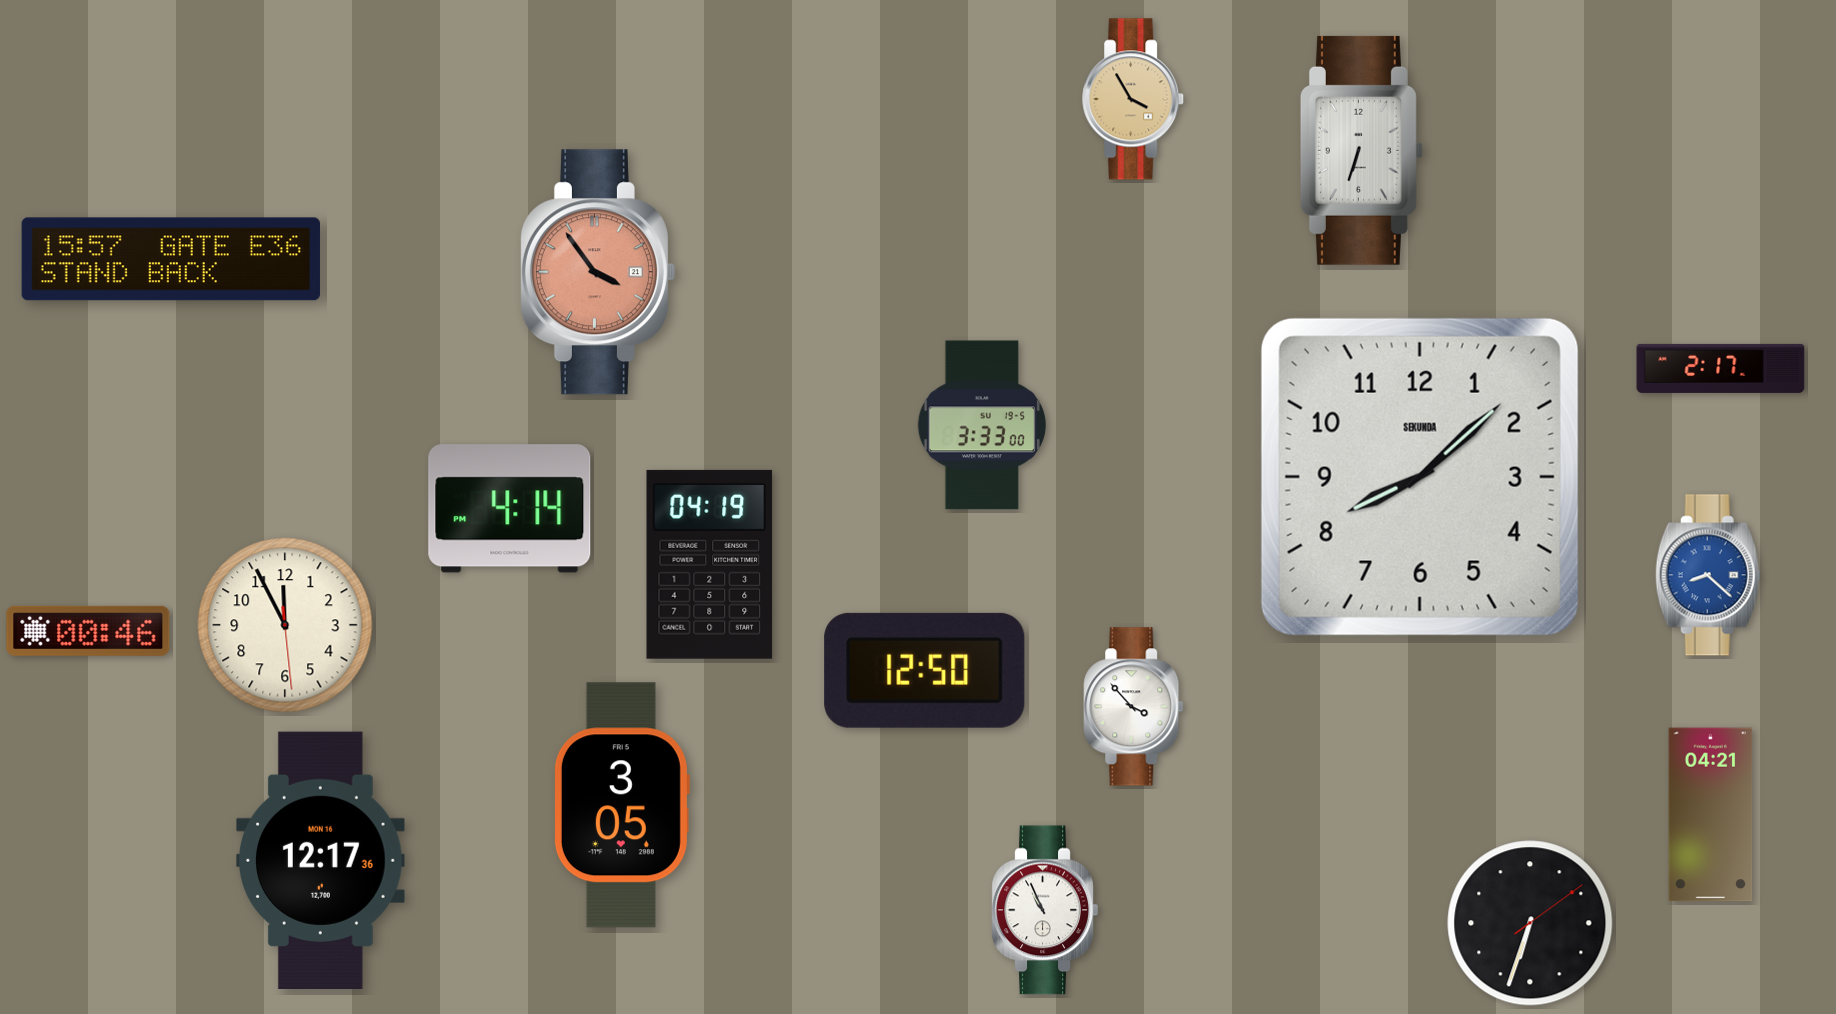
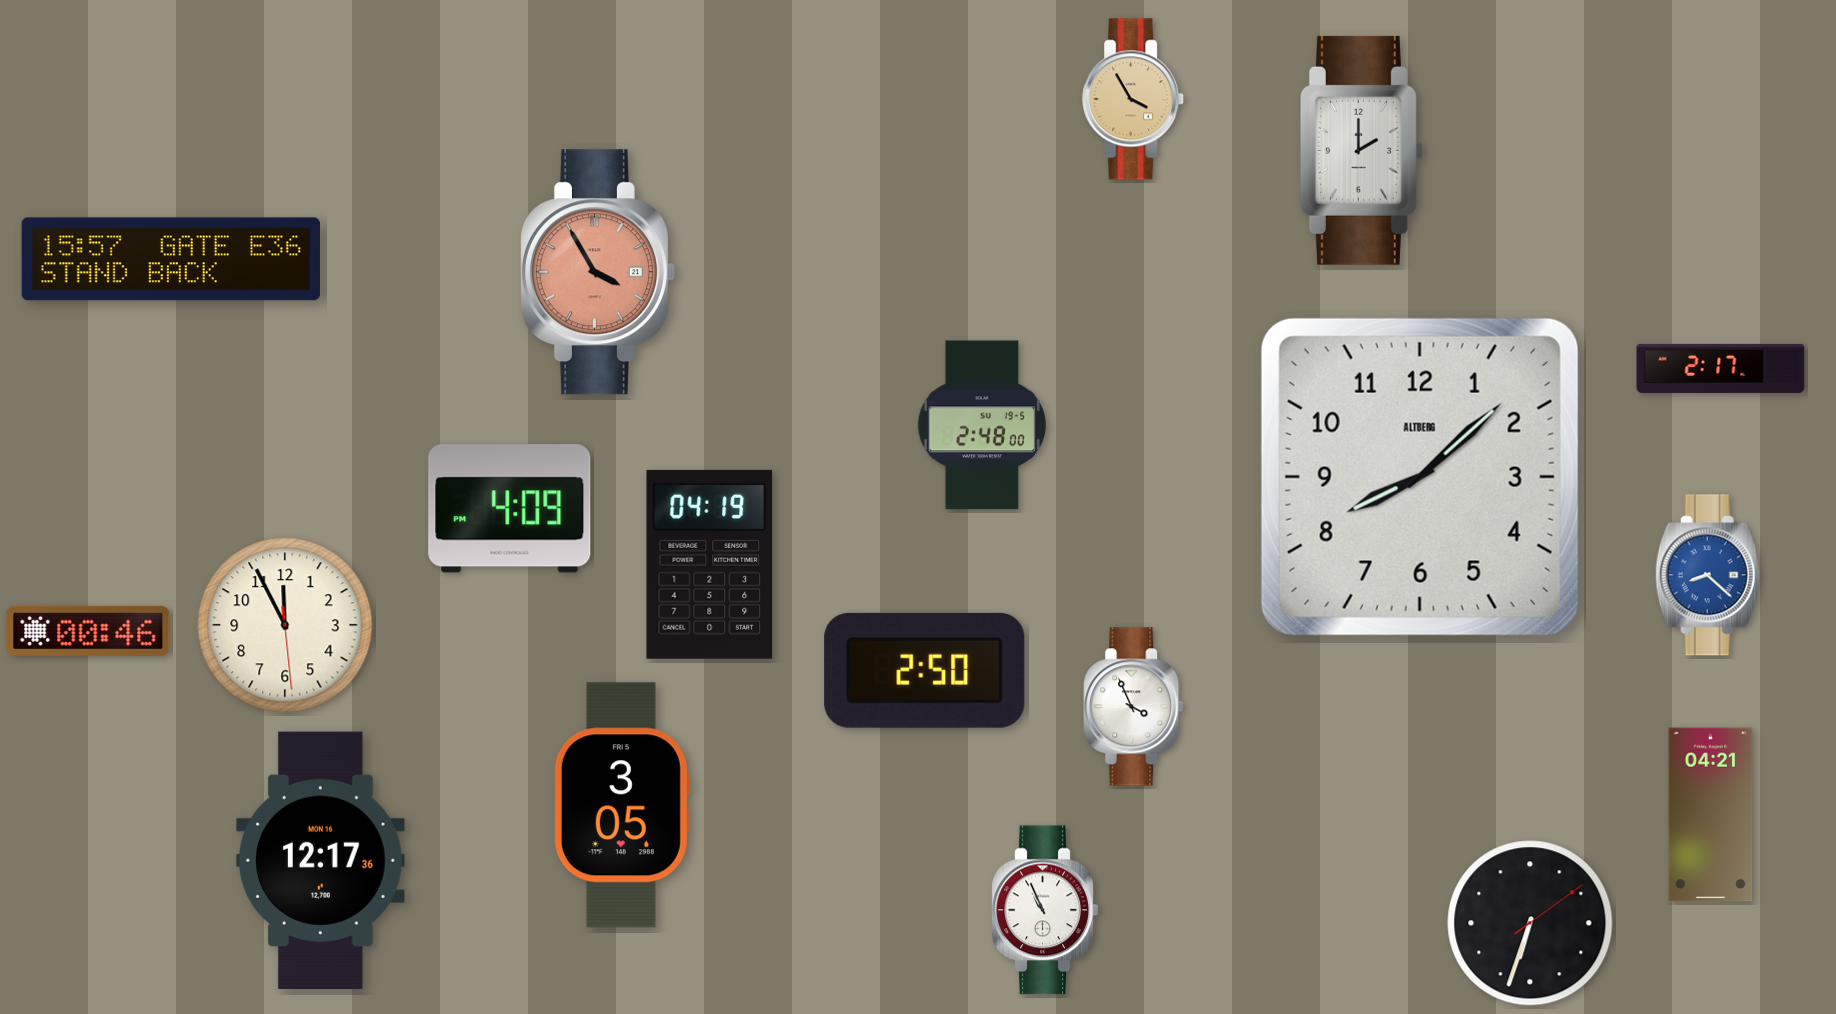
clock at (1361, 150): 6:33 -> 2:00
clock at (597, 272): 3:54 -> 3:55
clock at (982, 425): 3:33 -> 2:48
clock at (1420, 477) brand: SEKUNDA -> ALTBERG
clock at (510, 509): 4:14 -> 4:09
clock at (925, 670): 12:50 -> 2:50
clock at (1134, 707): 3:53 -> 3:56
